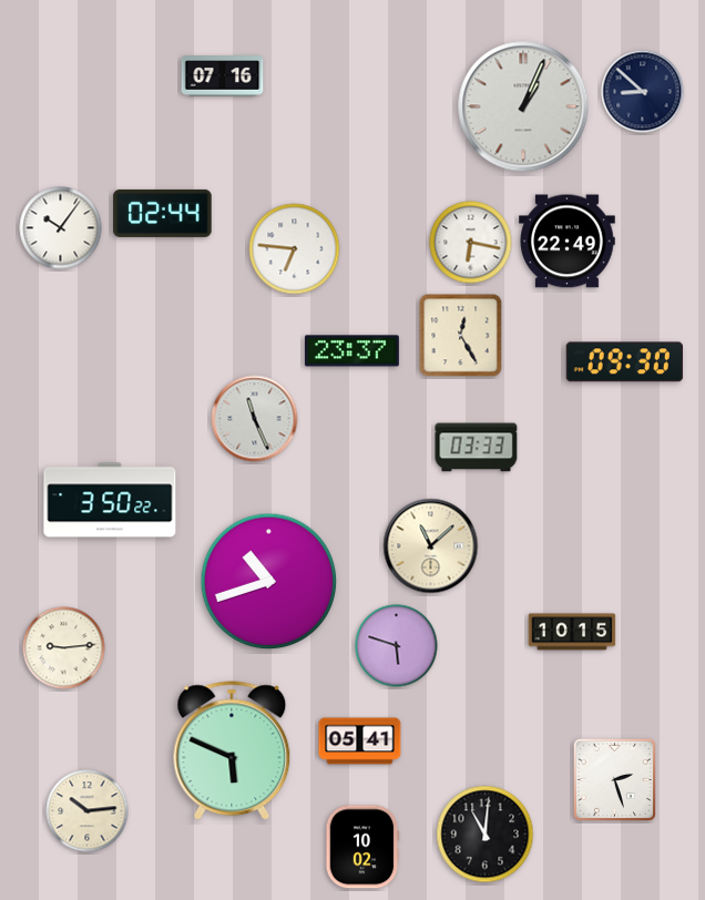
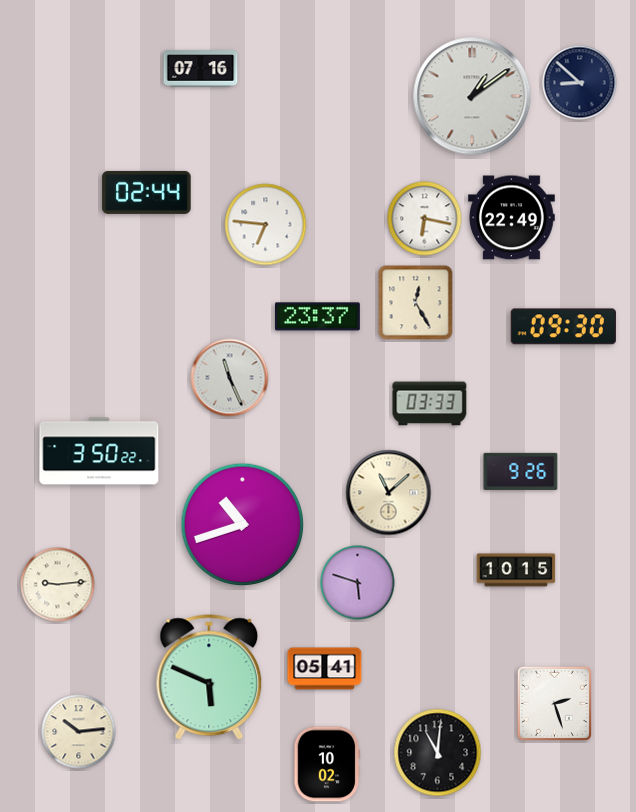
clock at (523, 106): 1:04 -> 1:09
clock at (61, 228): 10:06 -> none
clock at (521, 471): none -> 9:26
